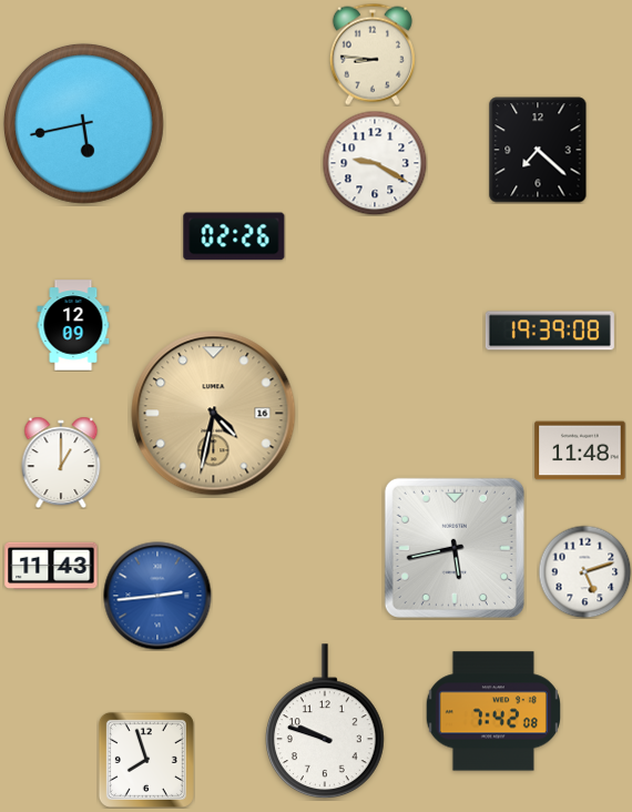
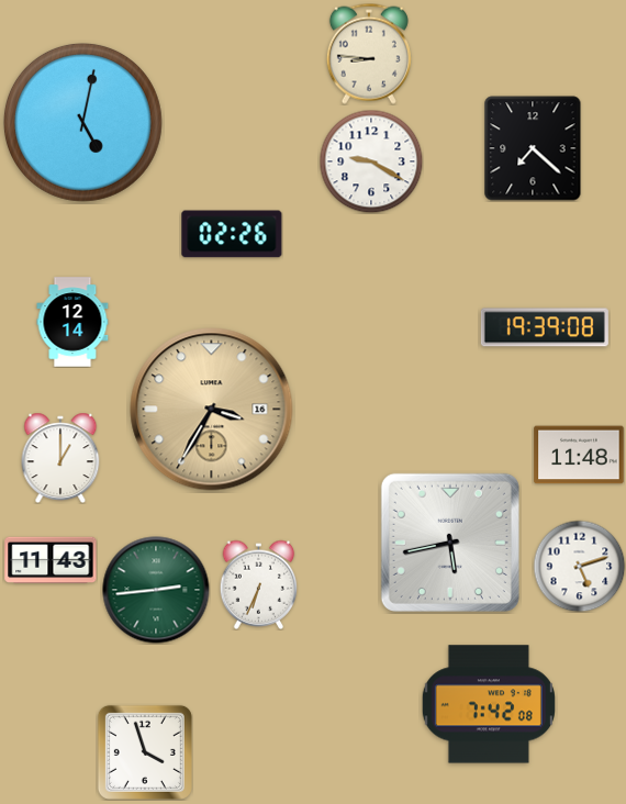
clock at (83, 123): 5:43 -> 5:02
clock at (73, 325): 12:09 -> 12:14
clock at (214, 414): 4:32 -> 3:35
clock at (580, 450) position: (580, 450) -> (579, 455)
clock at (259, 584): none -> 6:34
clock at (157, 596) dial: blue -> green
clock at (325, 722): 9:48 -> none
clock at (146, 760): 7:57 -> 3:57
